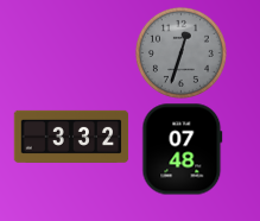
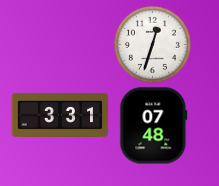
clock at (180, 52) dial: grey -> white
clock at (71, 137): 3:32 -> 3:31
